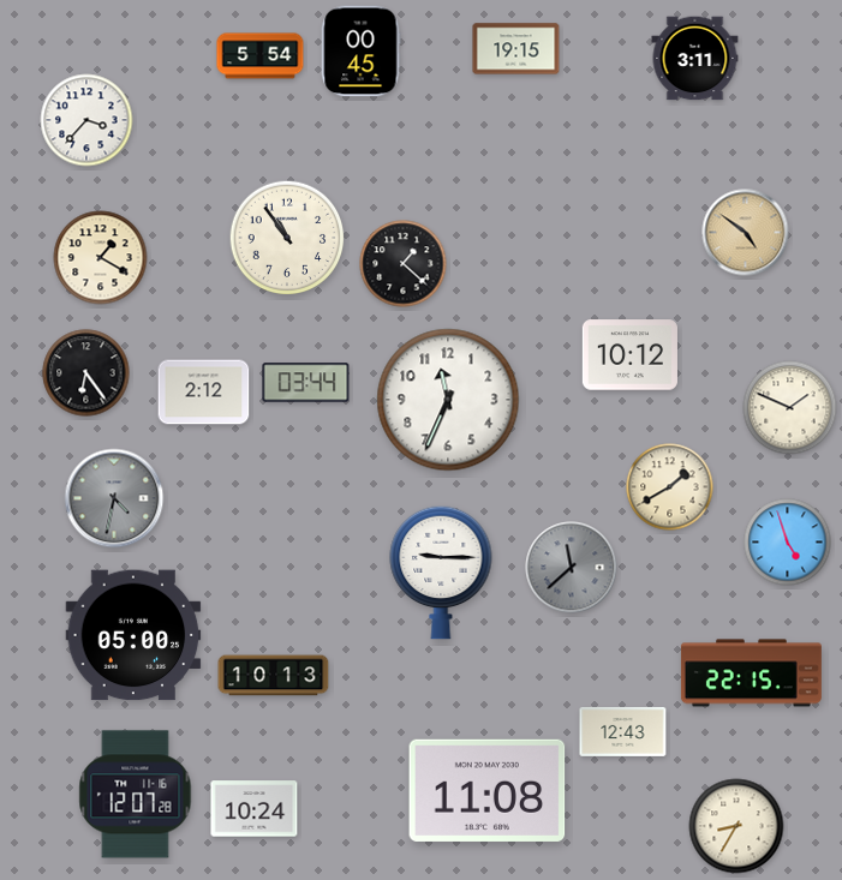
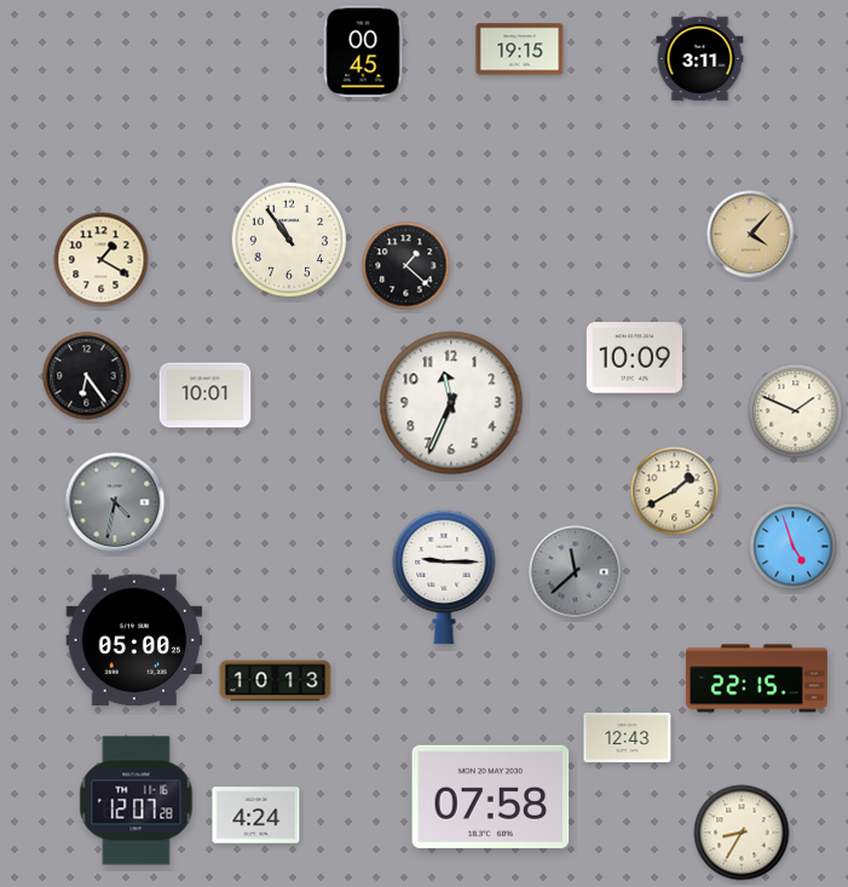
clock at (261, 56): 5:54 -> none
clock at (86, 120): 3:37 -> none
clock at (746, 233): 4:51 -> 4:07
clock at (629, 355): 10:12 -> 10:09
clock at (306, 383): 03:44 -> none
clock at (204, 393): 2:12 -> 10:01
clock at (488, 790): 11:08 -> 07:58
clock at (255, 809): 10:24 -> 4:24
